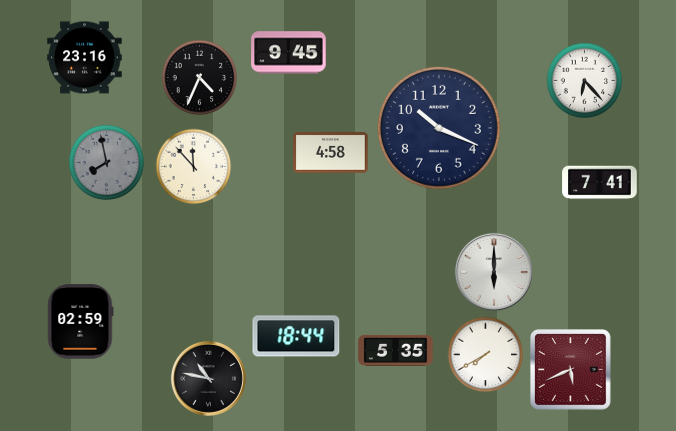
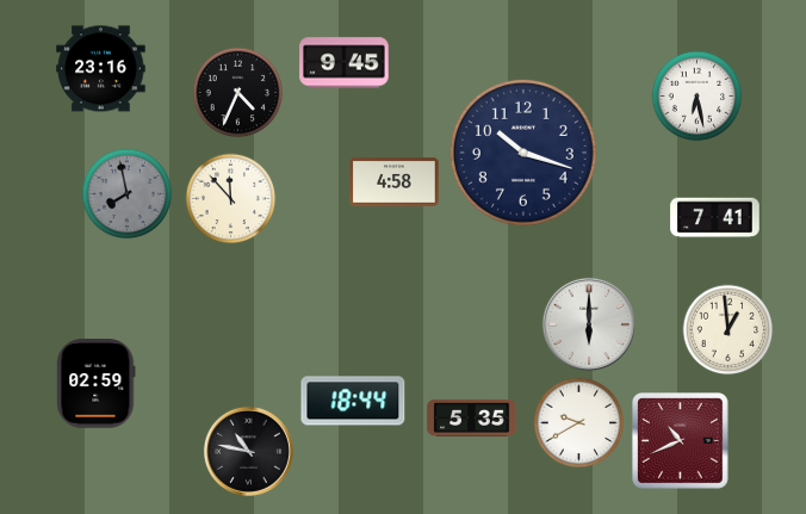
clock at (585, 81): 6:23 -> 6:28
clock at (439, 128): 10:19 -> 10:18
clock at (728, 330): none -> 12:59
clock at (486, 355): 7:40 -> 9:40
clock at (571, 370): 5:41 -> 10:41
